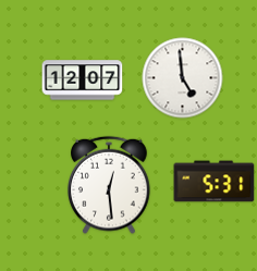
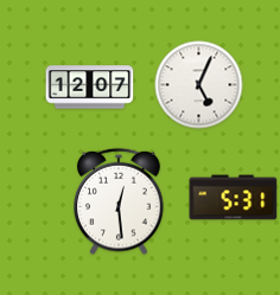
clock at (183, 78): 4:59 -> 5:04
